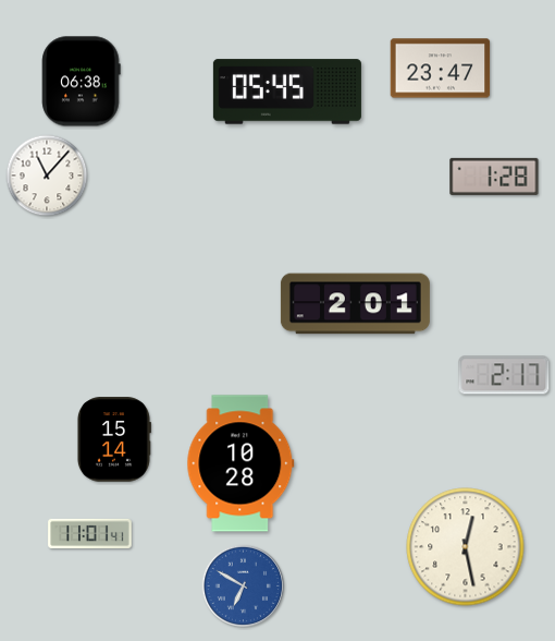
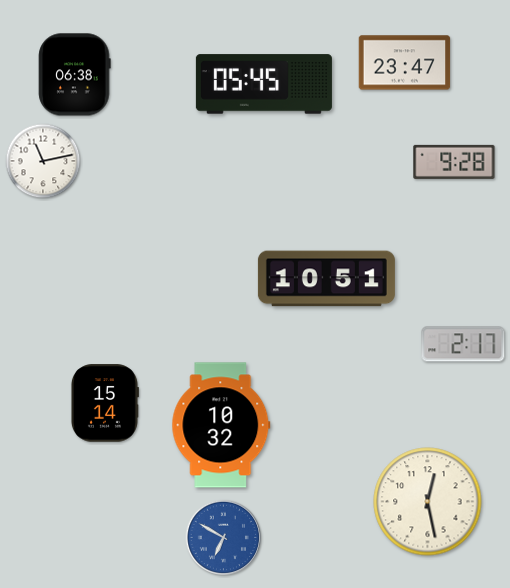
clock at (47, 176): 11:07 -> 11:13
clock at (494, 177): 1:28 -> 9:28
clock at (355, 304): 2:01 -> 10:51
clock at (240, 463): 10:28 -> 10:32
clock at (90, 533): 11:01 -> none
